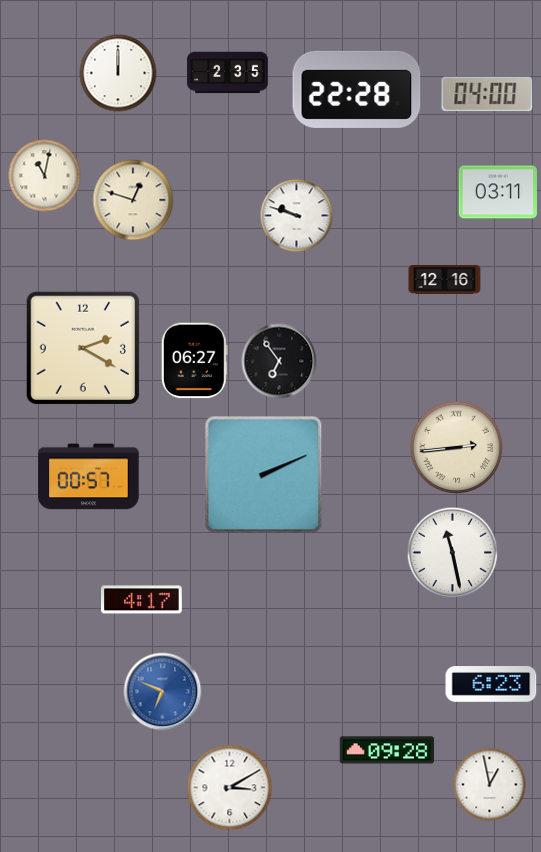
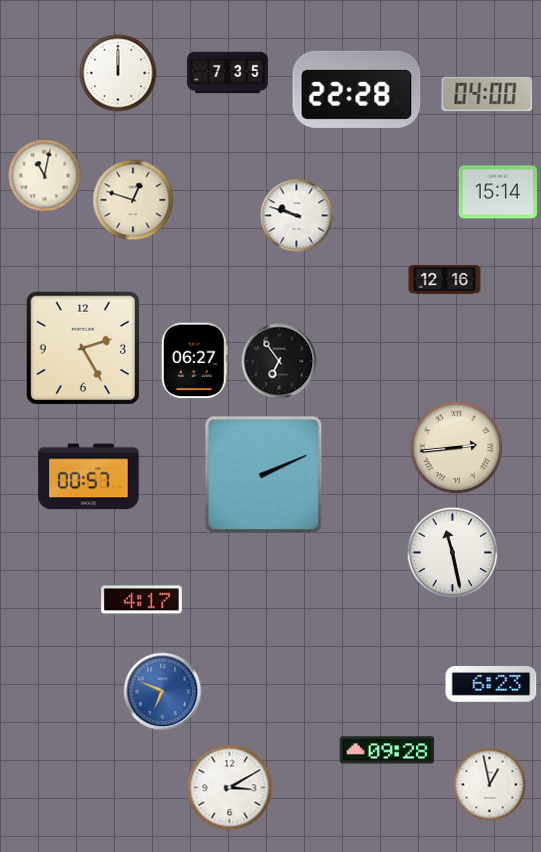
clock at (228, 73): 2:35 -> 7:35
clock at (498, 192): 03:11 -> 15:14
clock at (83, 348): 2:20 -> 2:25
